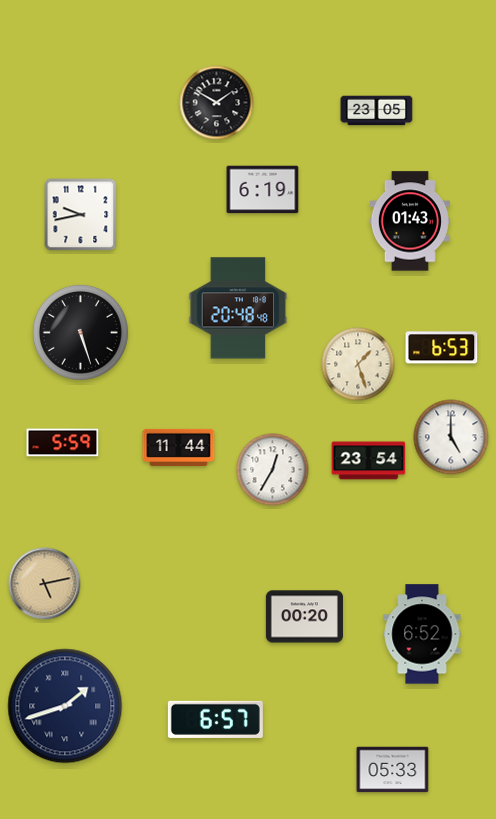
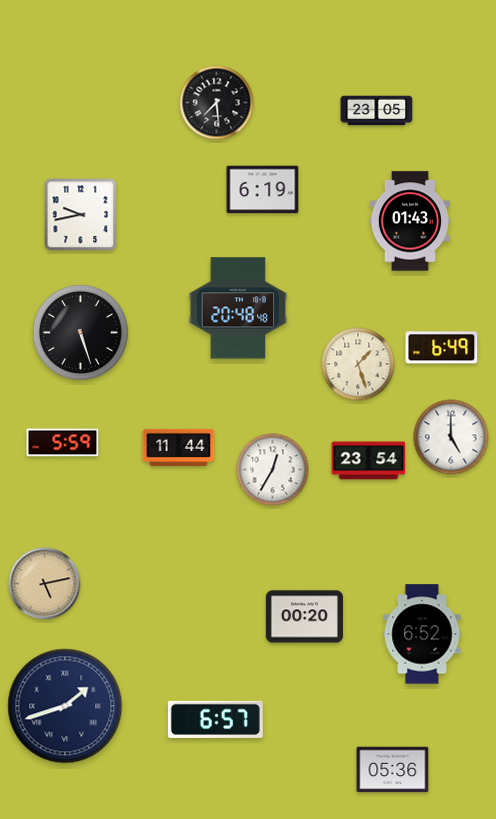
clock at (217, 103): 1:50 -> 7:29
clock at (442, 348): 6:53 -> 6:49
clock at (393, 770): 05:33 -> 05:36
